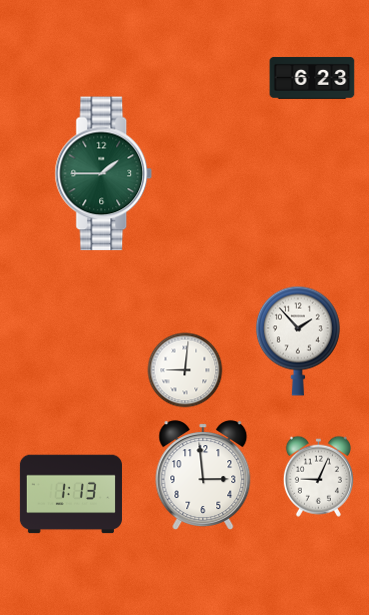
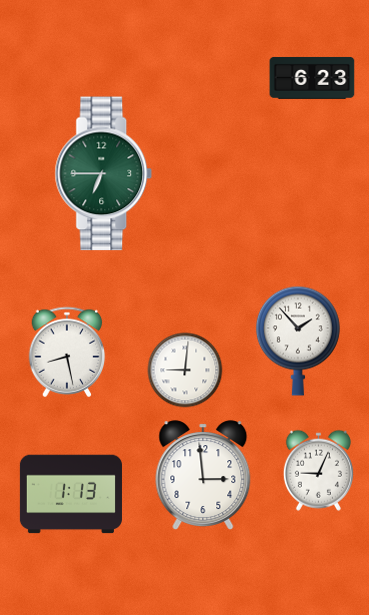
clock at (104, 174): 1:45 -> 6:45
clock at (67, 352): none -> 8:28
clock at (318, 476) position: (318, 476) -> (318, 470)
